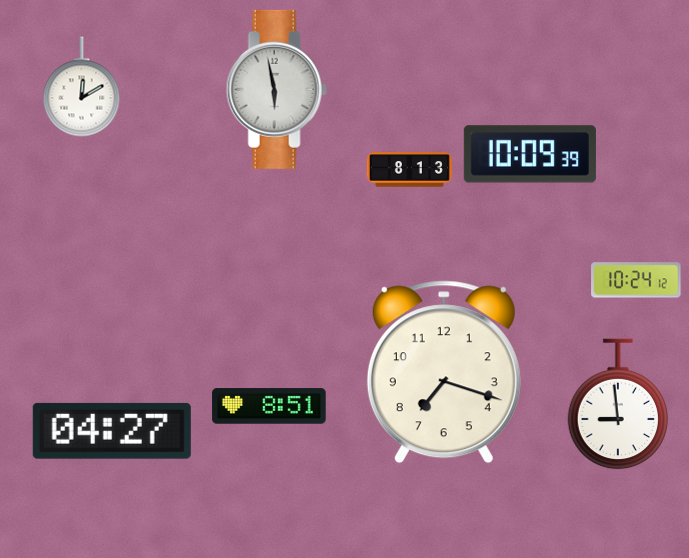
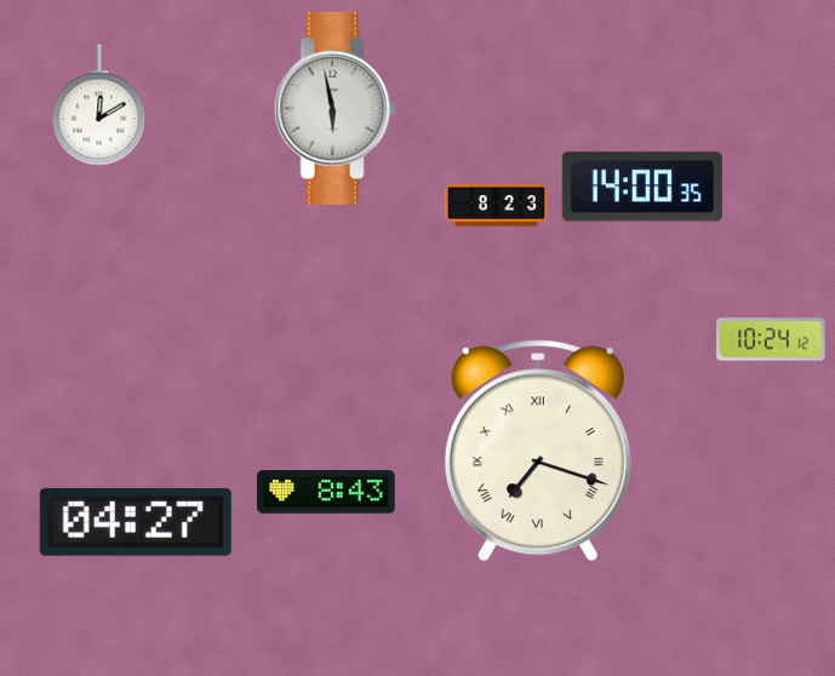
clock at (530, 154): 10:09 -> 14:00
clock at (409, 170): 8:13 -> 8:23
clock at (444, 372) numerals: Arabic -> Roman
clock at (617, 404): 8:59 -> none
clock at (269, 406): 8:51 -> 8:43
